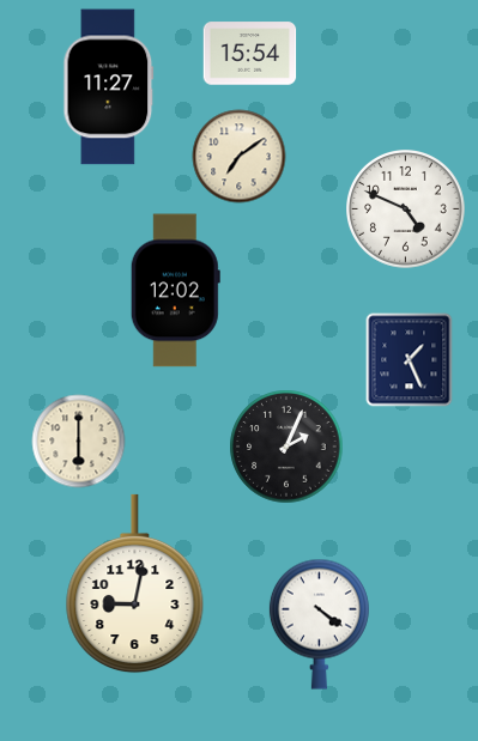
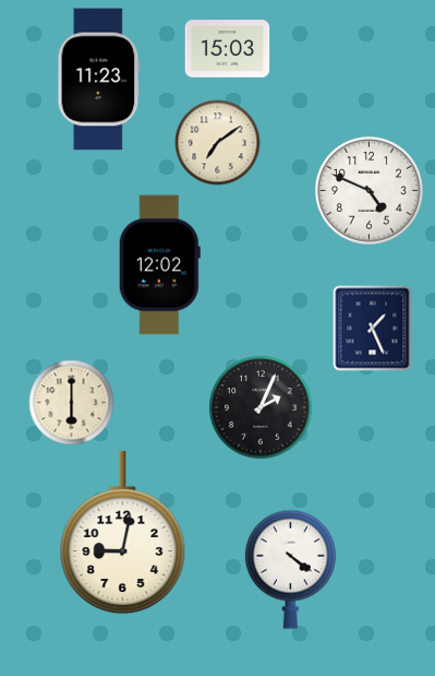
clock at (249, 54): 15:54 -> 15:03
clock at (109, 87): 11:27 -> 11:23
